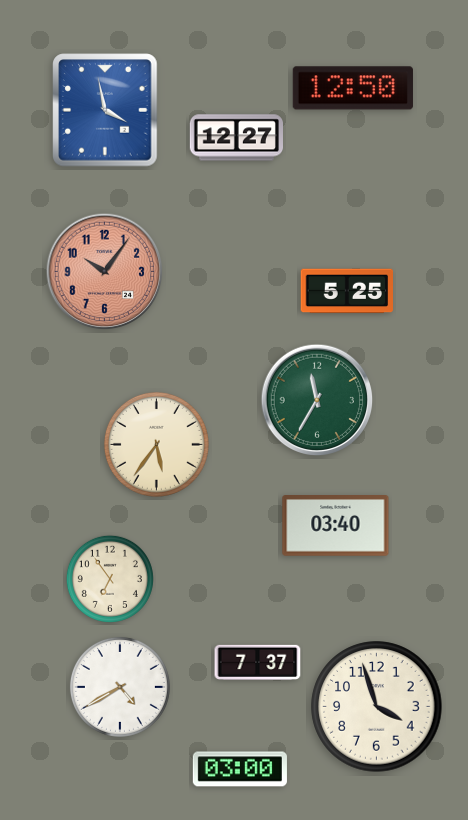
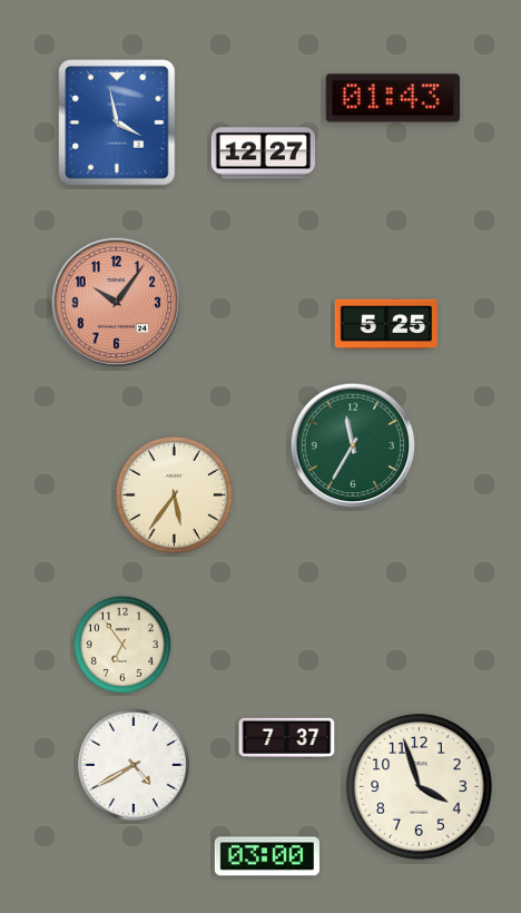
clock at (353, 88): 12:50 -> 01:43
clock at (336, 526): 03:40 -> none
